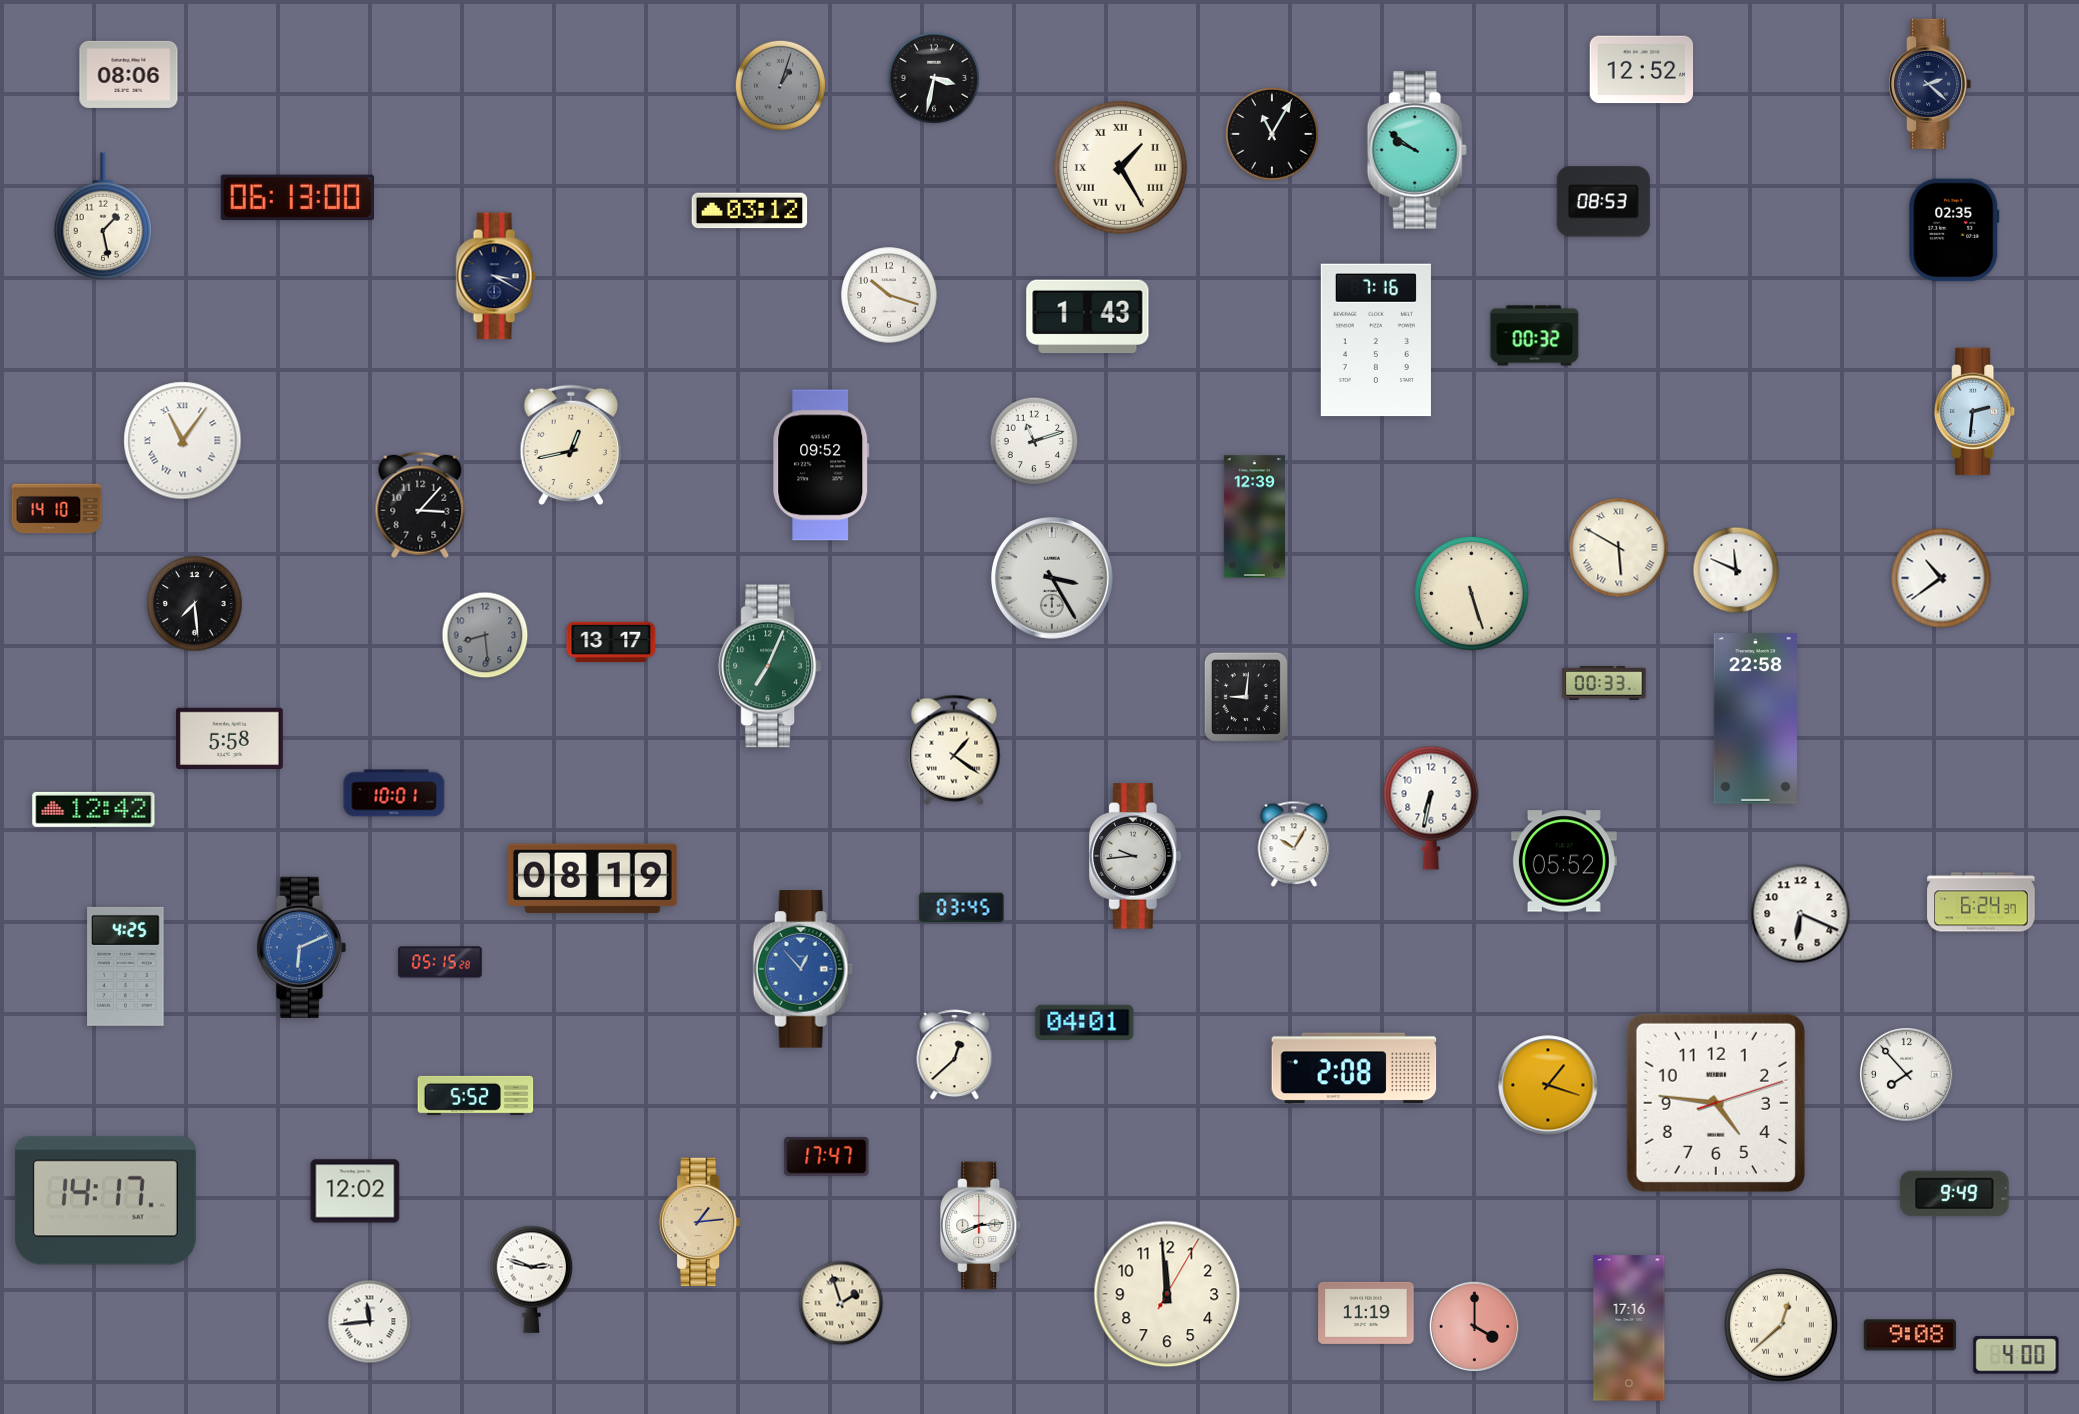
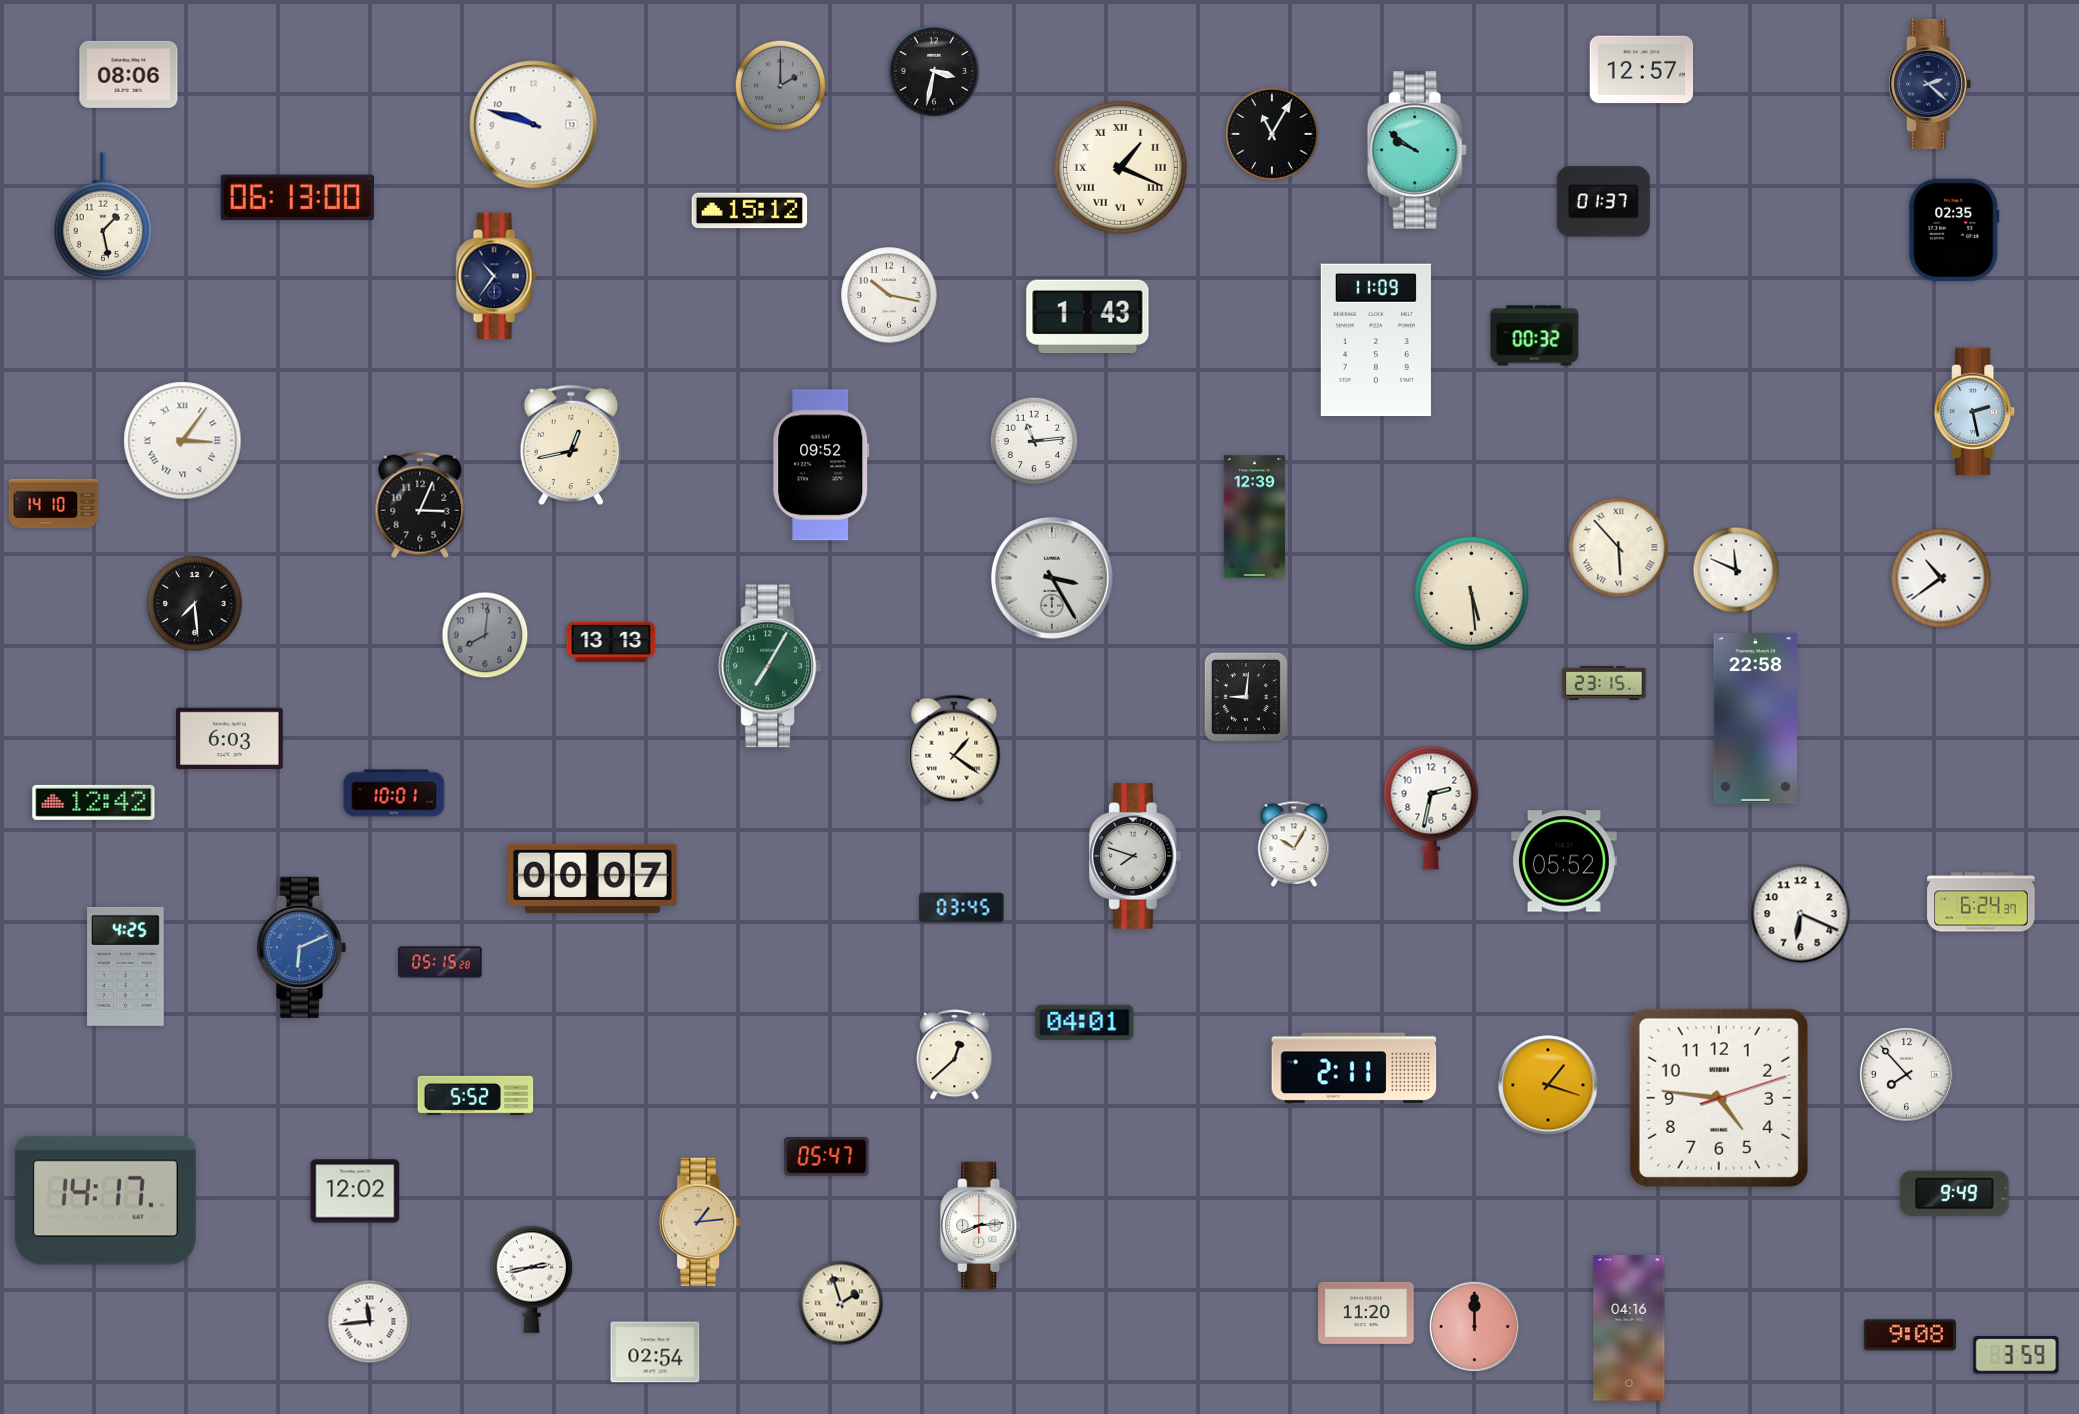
clock at (1642, 70): 12:52 -> 12:57
clock at (934, 78) position: (934, 78) -> (934, 71)
clock at (780, 85): 1:03 -> 2:00
clock at (534, 125): none -> 9:48
clock at (1120, 167): 1:25 -> 1:19
clock at (1603, 202): 08:53 -> 01:37
clock at (750, 211): 03:12 -> 15:12
clock at (496, 276): 3:20 -> 10:36
clock at (889, 295): 10:18 -> 10:17
clock at (1376, 340): 7:16 -> 11:09
clock at (1976, 412): 2:31 -> 2:28
clock at (183, 441): 11:06 -> 3:06
clock at (1034, 441): 11:12 -> 11:14
clock at (420, 505): 3:07 -> 3:04
clock at (57, 509) position: (57, 509) -> (54, 504)
clock at (1619, 548): 5:50 -> 5:53
clock at (1472, 594): 5:27 -> 5:29
clock at (485, 635): 8:29 -> 8:01
clock at (611, 642): 13:17 -> 13:13
clock at (770, 666): 7:04 -> 7:05
clock at (1604, 683): 00:33 -> 23:15
clock at (230, 738): 5:58 -> 6:03
clock at (1431, 808): 6:32 -> 2:32
clock at (94, 809) position: (94, 809) -> (94, 802)
clock at (1136, 856): 9:44 -> 7:48
clock at (592, 879): 08:19 -> 00:07
clock at (803, 969): 12:53 -> none
clock at (1354, 1068): 2:08 -> 2:11
clock at (1716, 1103) position: (1716, 1103) -> (1719, 1098)
clock at (827, 1156): 17:47 -> 05:47
clock at (532, 1279): 2:48 -> 2:43
clock at (1167, 1294): 11:59 -> none
clock at (1366, 1313): 11:19 -> 11:20
clock at (1781, 1325): 12:38 -> none
clock at (1474, 1326): 4:00 -> 12:00
clock at (1629, 1328): 17:16 -> 04:16
clock at (655, 1352): none -> 02:54
clock at (2016, 1355): 4:00 -> 3:59
